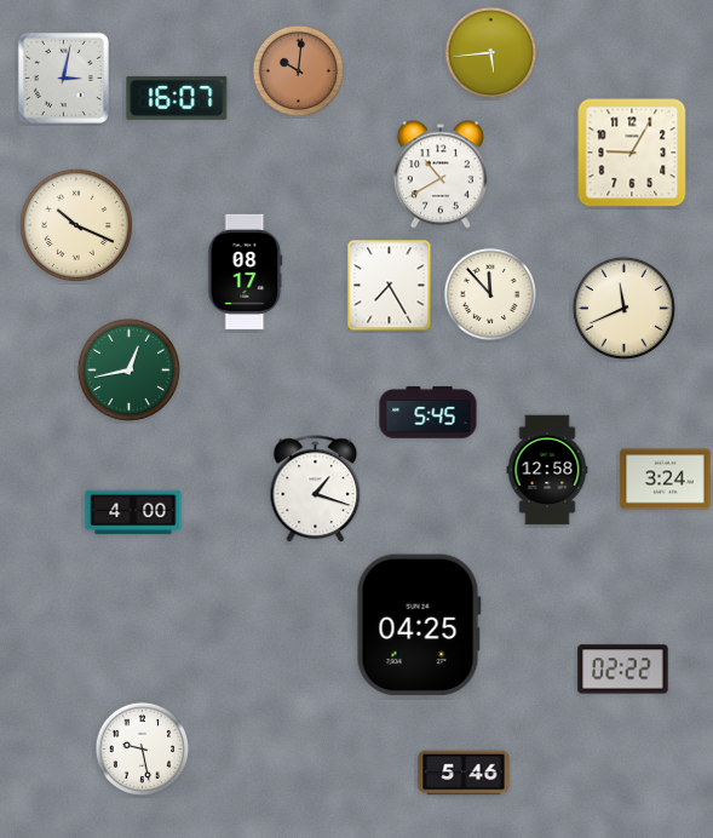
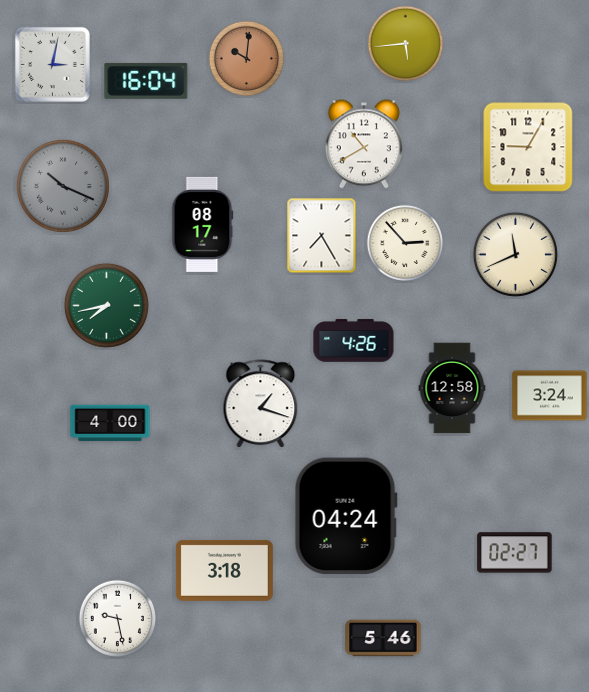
clock at (177, 98): 16:07 -> 16:04
clock at (632, 153) position: (632, 153) -> (528, 147)
clock at (76, 225) dial: cream -> grey
clock at (489, 293): 11:53 -> 2:53
clock at (128, 369): 12:43 -> 7:43
clock at (429, 413): 5:45 -> 4:26
clock at (419, 625): 04:25 -> 04:24
clock at (623, 670): 02:22 -> 02:27
clock at (224, 570): none -> 3:18
